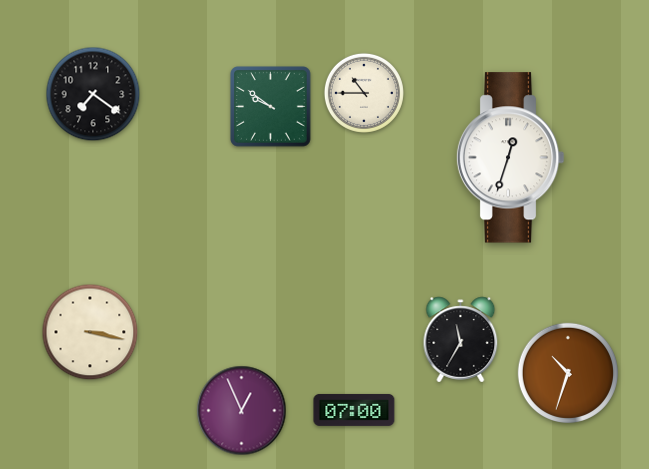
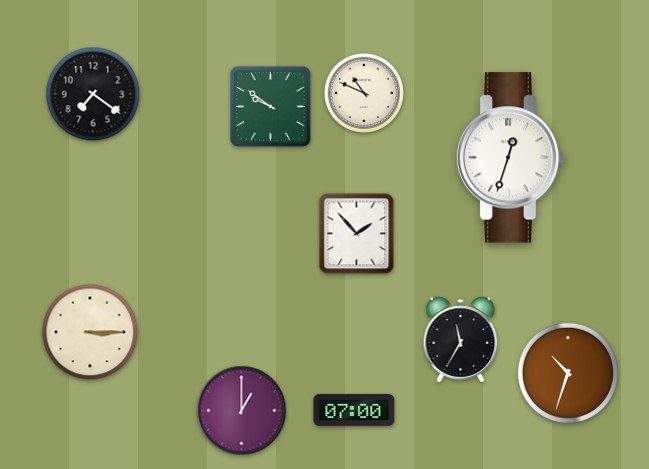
clock at (364, 93): 10:45 -> 10:49
clock at (357, 234): none -> 1:53
clock at (90, 332): 3:17 -> 3:15
clock at (242, 411): 12:56 -> 1:00
